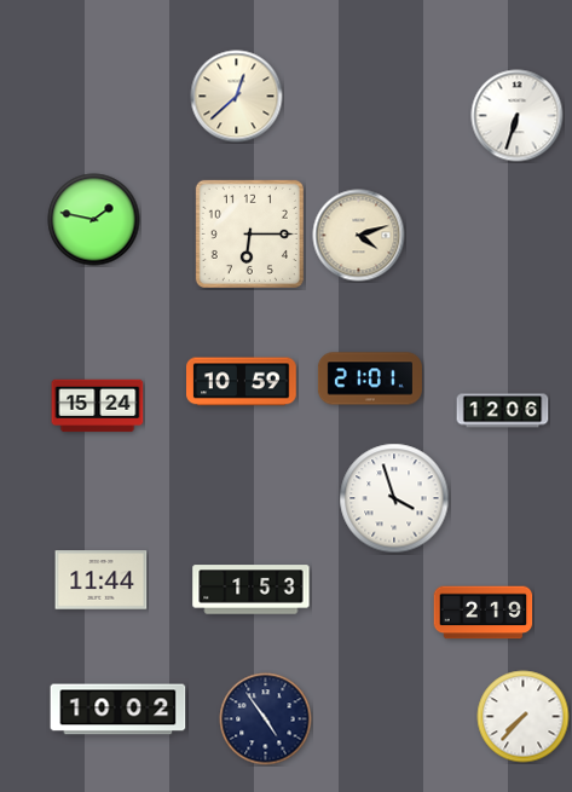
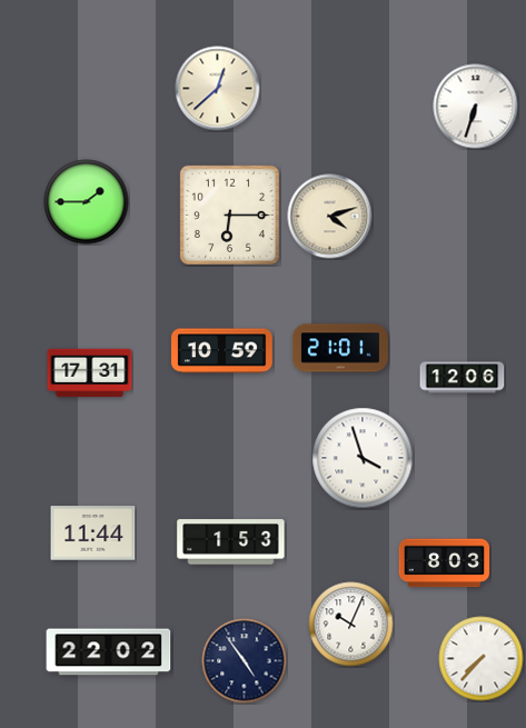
clock at (94, 220): 1:47 -> 1:45
clock at (98, 406): 15:24 -> 17:31
clock at (484, 613): 2:19 -> 8:03
clock at (351, 625): none -> 10:04
clock at (119, 710): 10:02 -> 22:02
